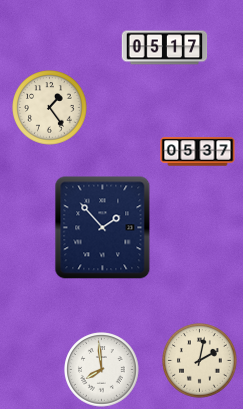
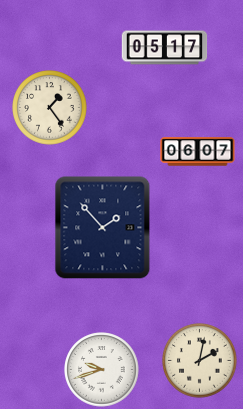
clock at (198, 152): 05:37 -> 06:07
clock at (102, 370): 7:59 -> 9:42
